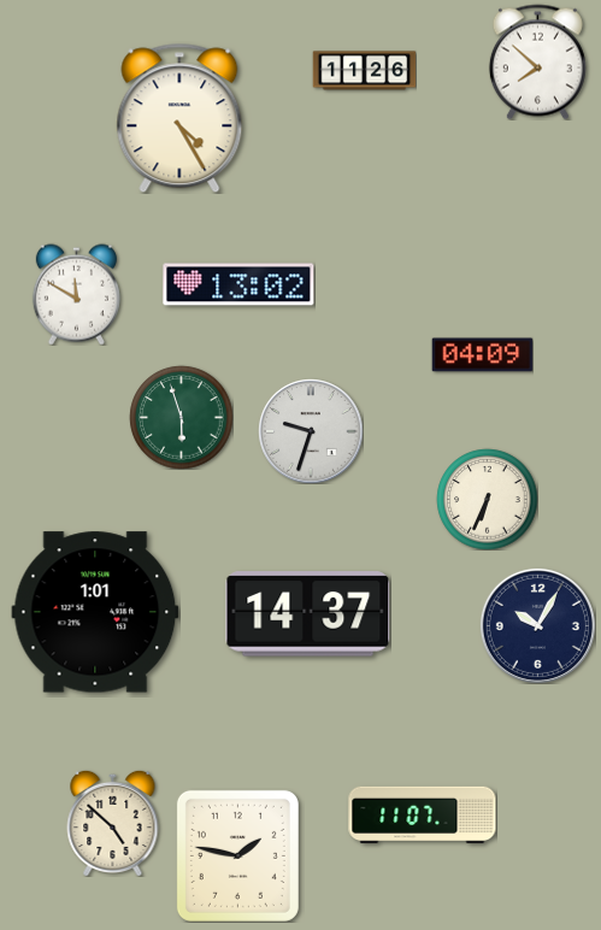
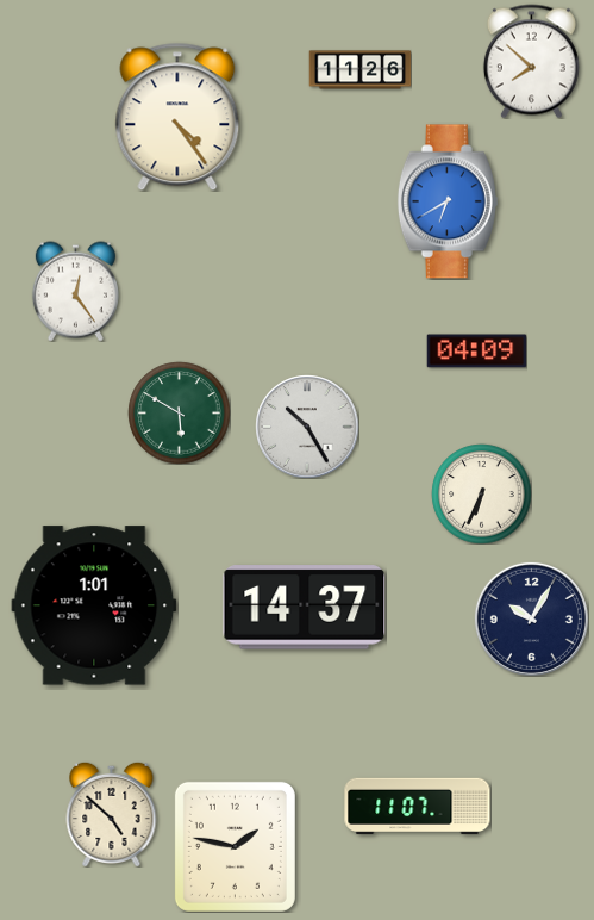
clock at (179, 118): 4:25 -> 4:24
clock at (448, 201): none -> 6:40
clock at (238, 284): 13:02 -> none
clock at (76, 294): 11:50 -> 12:24
clock at (181, 417): 5:57 -> 5:50
clock at (311, 431): 9:33 -> 10:25
